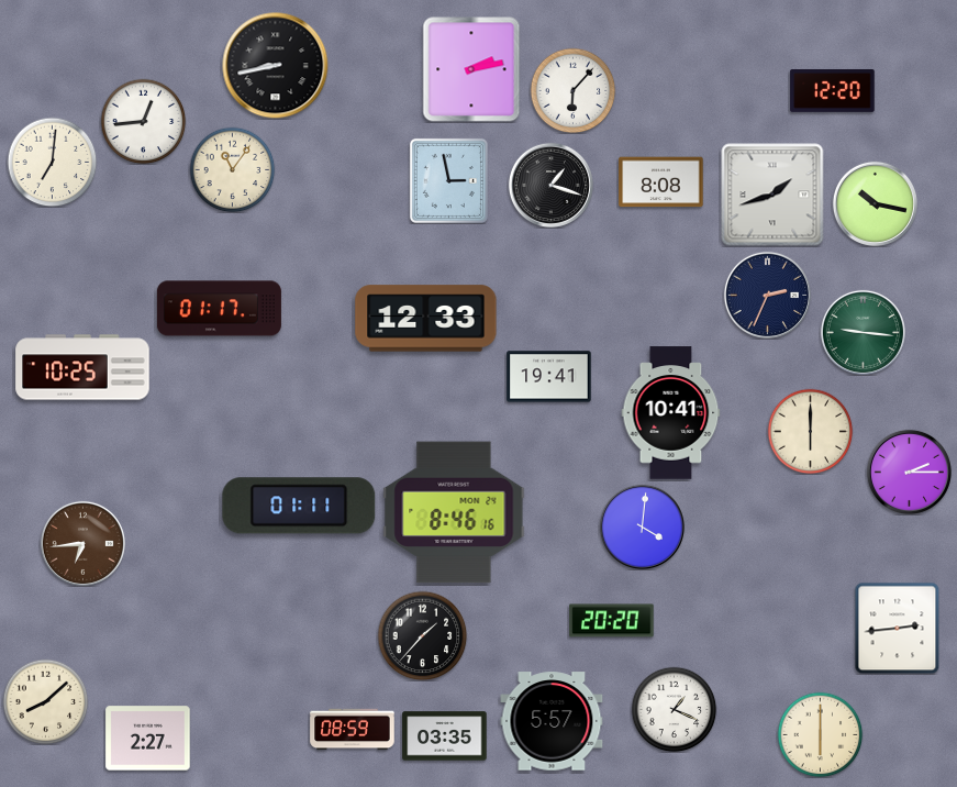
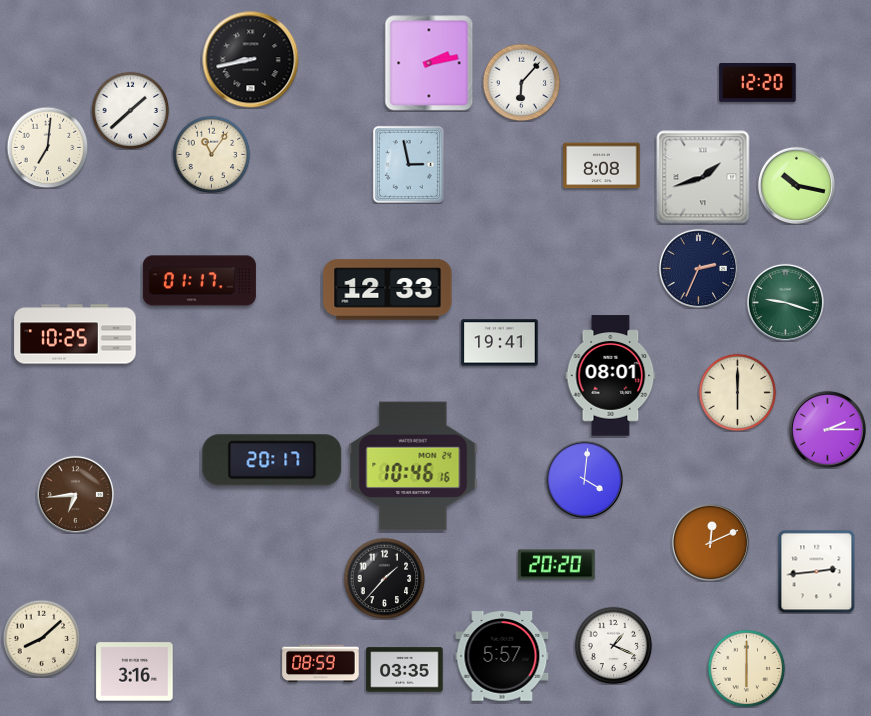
clock at (143, 121): 12:44 -> 1:38
clock at (550, 185): 1:18 -> none
clock at (863, 332): 9:16 -> 9:18
clock at (671, 413): 10:41 -> 08:01
clock at (299, 506): 01:11 -> 20:17
clock at (454, 512): 8:46 -> 10:46
clock at (710, 542): none -> 12:11
clock at (148, 739): 2:27 -> 3:16
